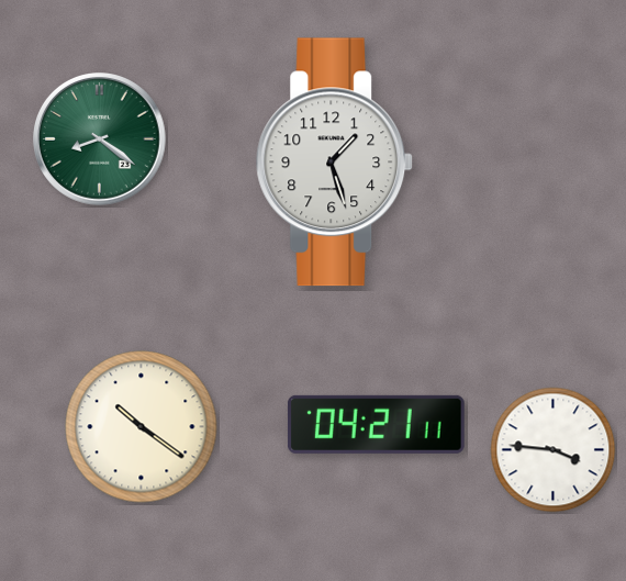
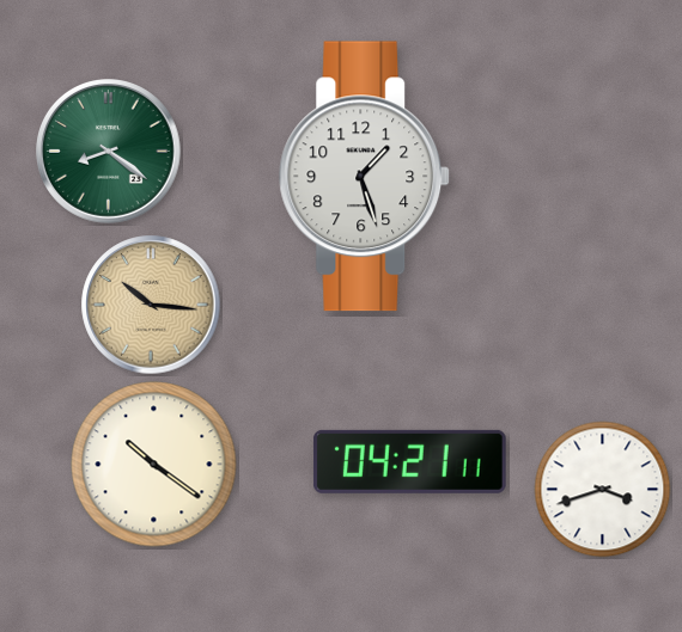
clock at (151, 305): none -> 10:16
clock at (554, 450): 3:46 -> 3:42
